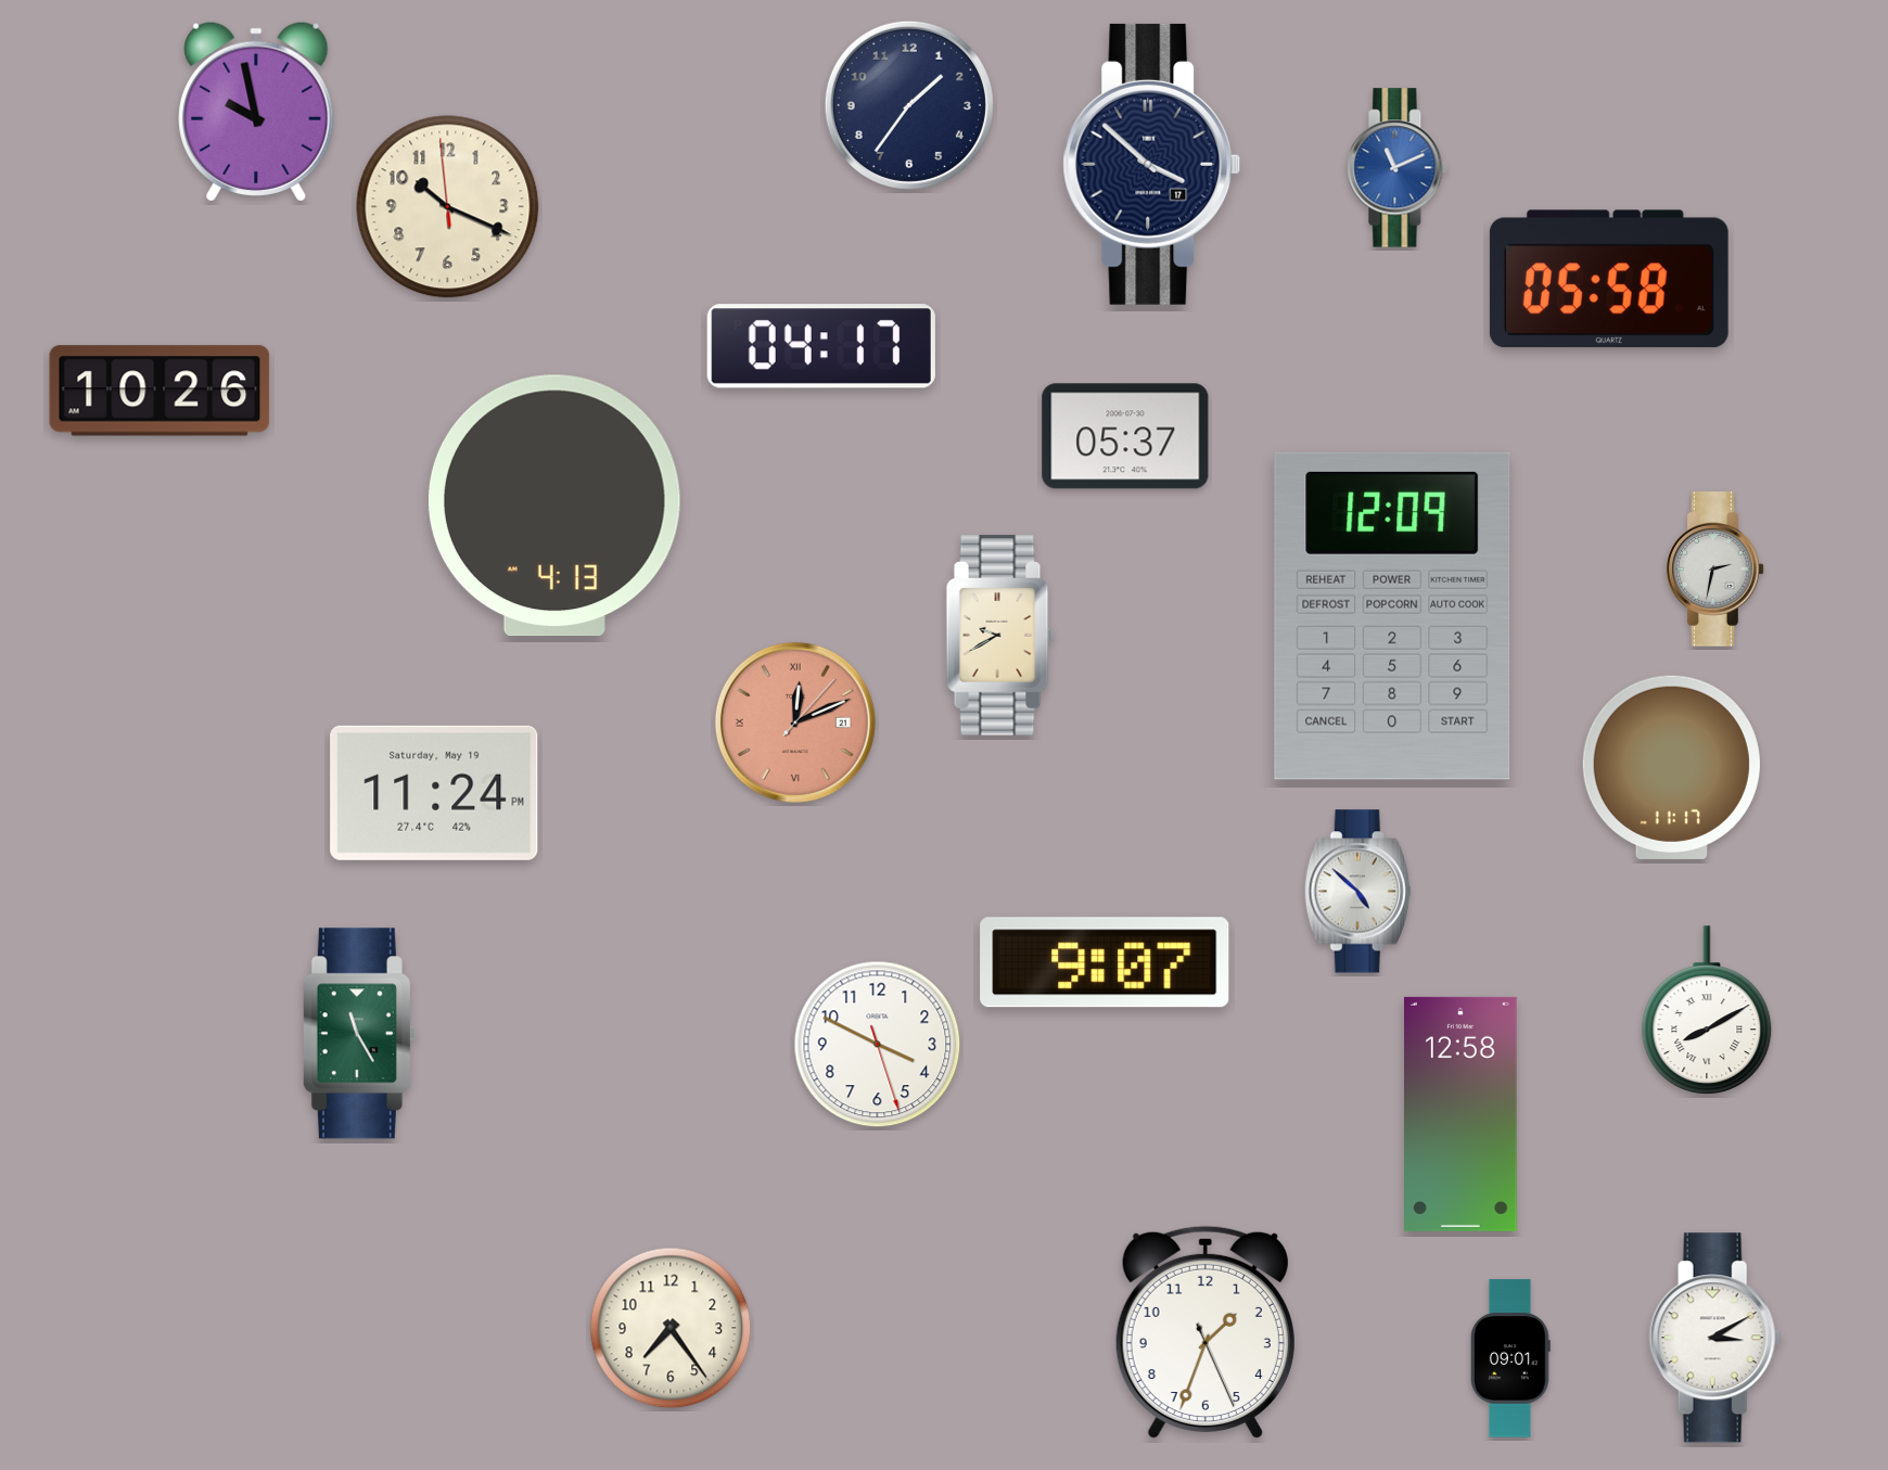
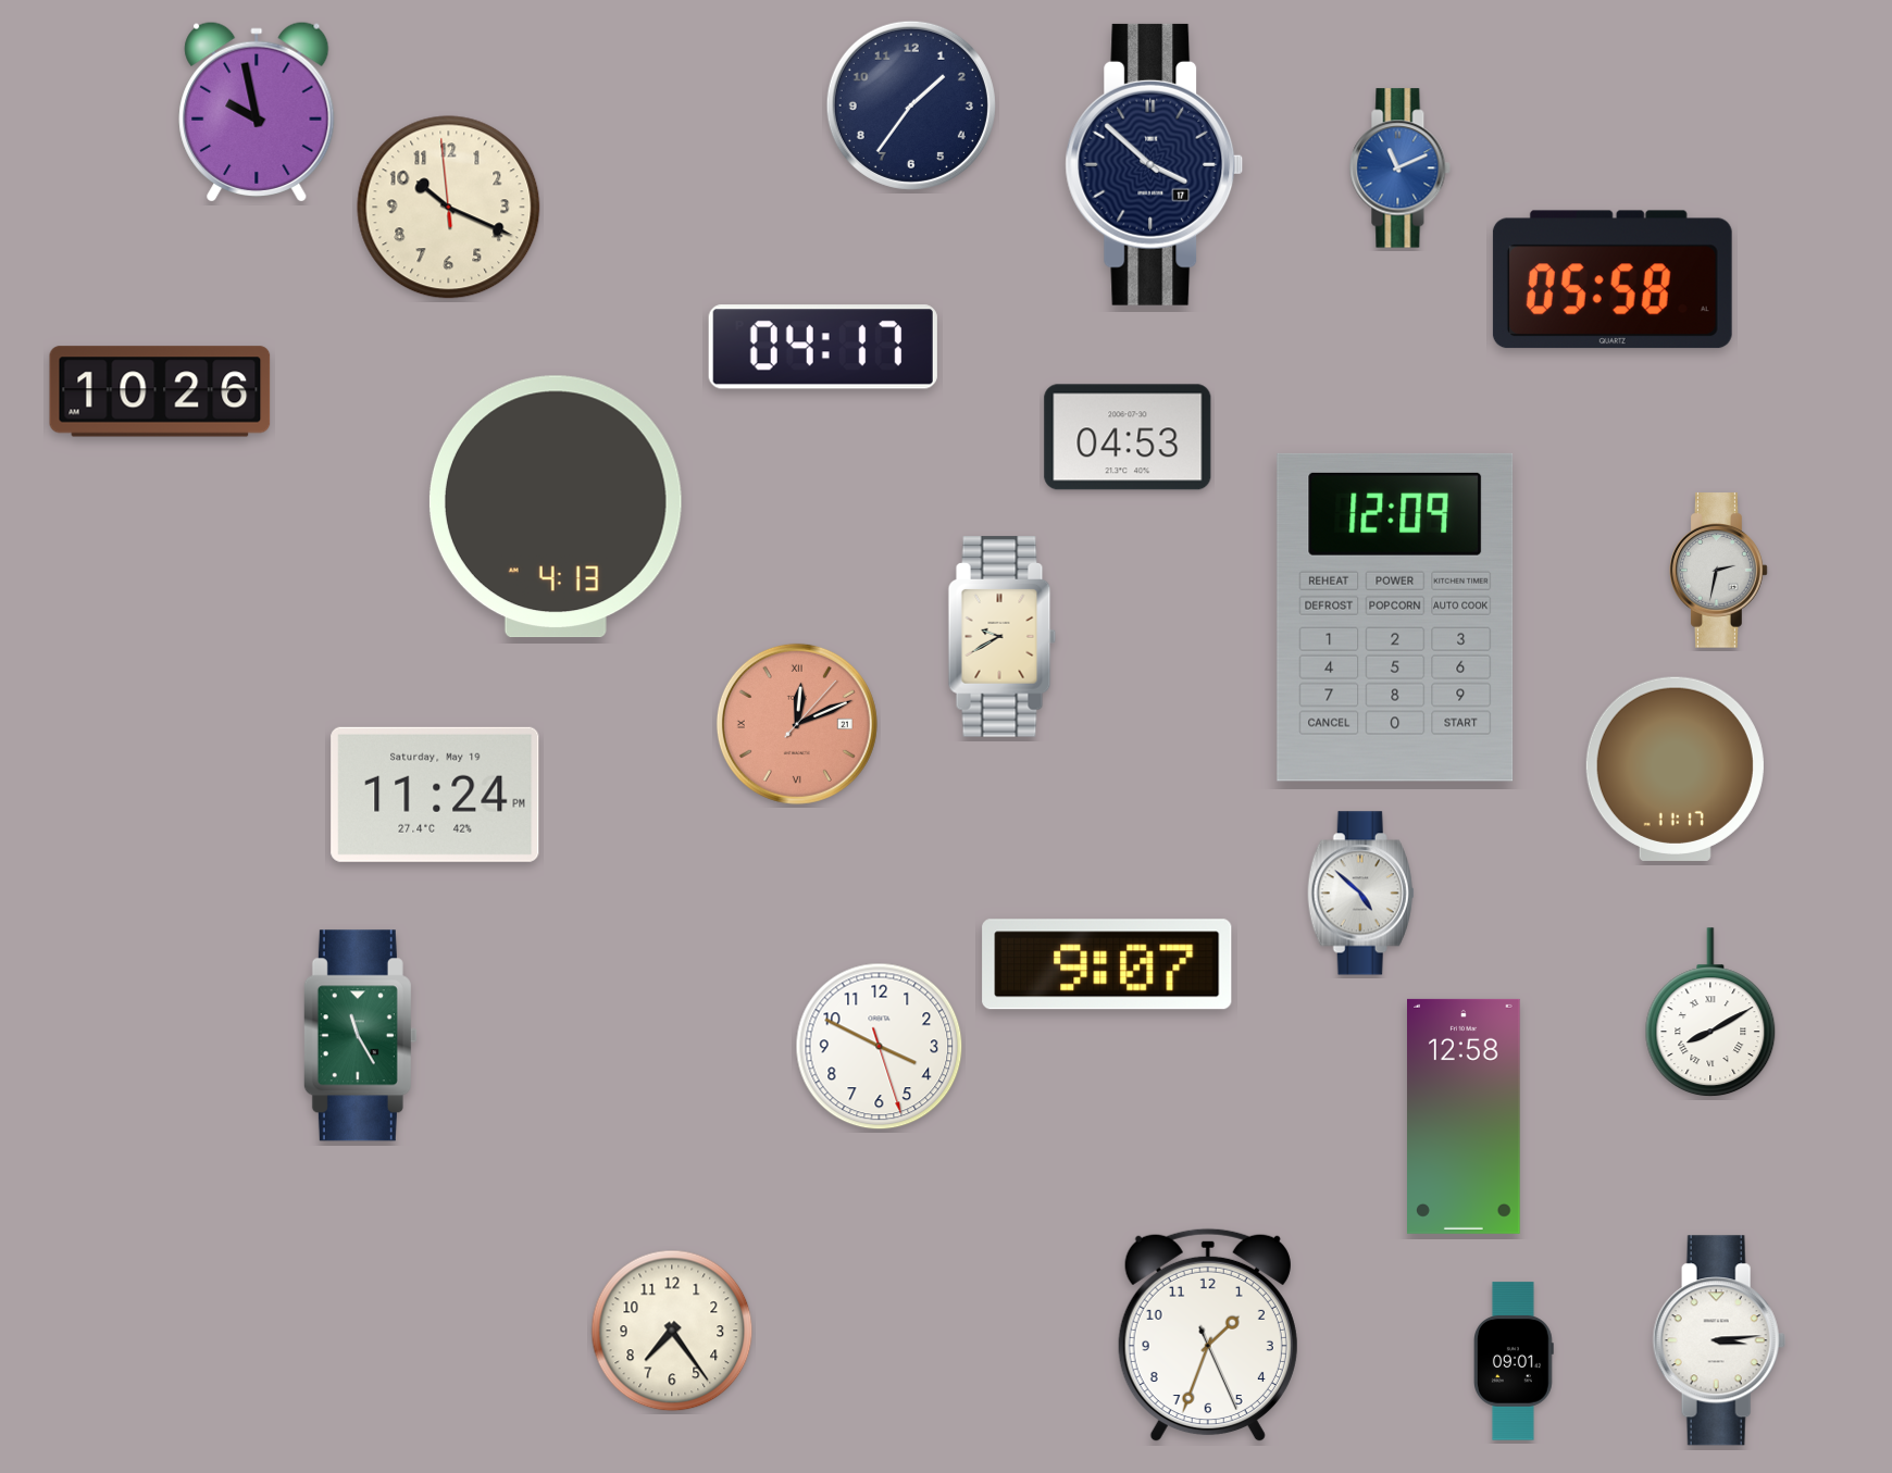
clock at (1125, 436): 05:37 -> 04:53
clock at (1715, 1338): 3:10 -> 3:14
